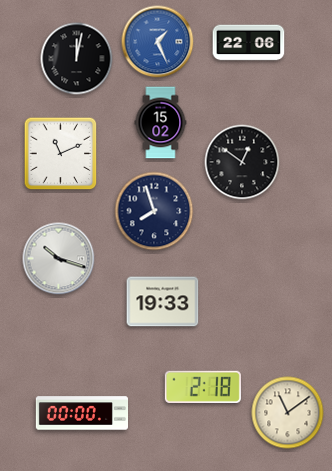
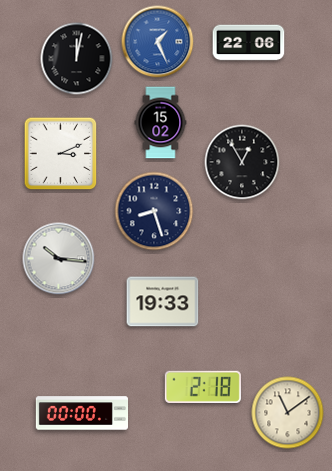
clock at (61, 154): 11:11 -> 3:11
clock at (242, 162): 12:51 -> 12:55
clock at (154, 211): 7:57 -> 8:27
clock at (59, 259): 10:18 -> 10:16
